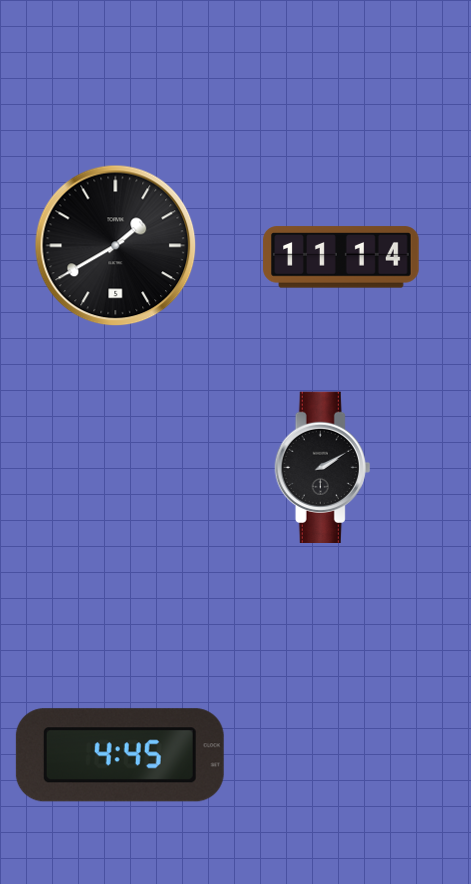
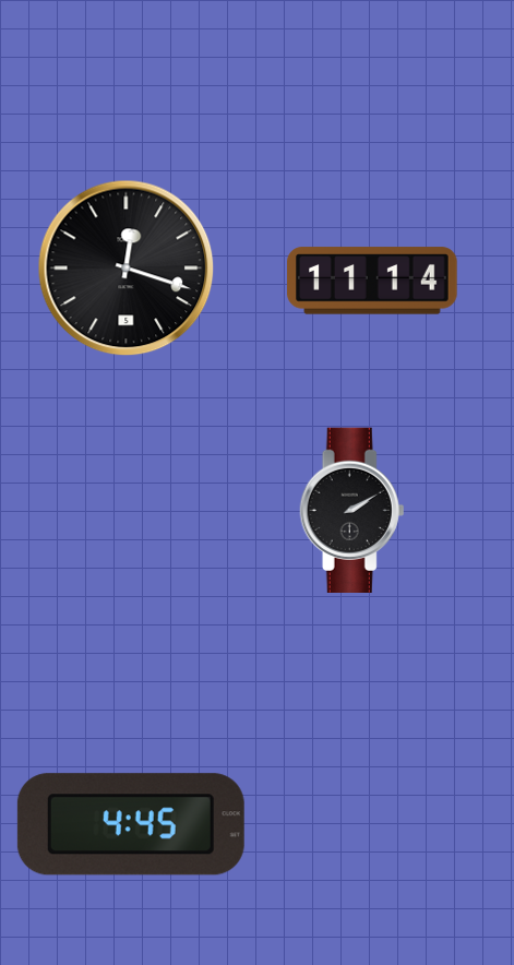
clock at (116, 246): 1:40 -> 12:18
